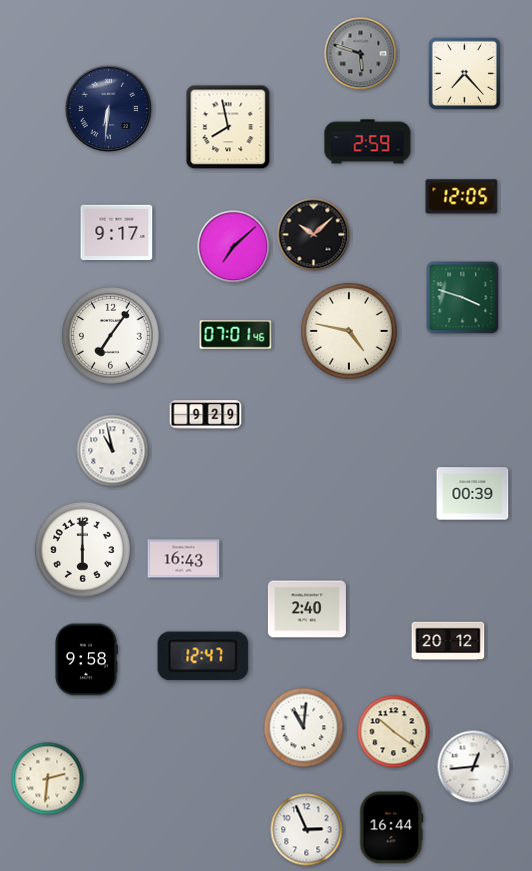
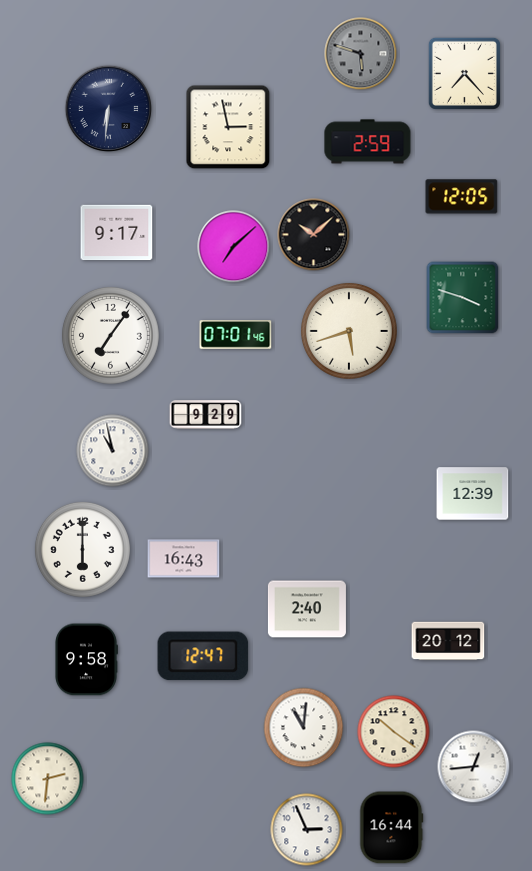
clock at (228, 127): 7:58 -> 2:58
clock at (349, 331): 4:47 -> 5:42
clock at (473, 494): 00:39 -> 12:39
